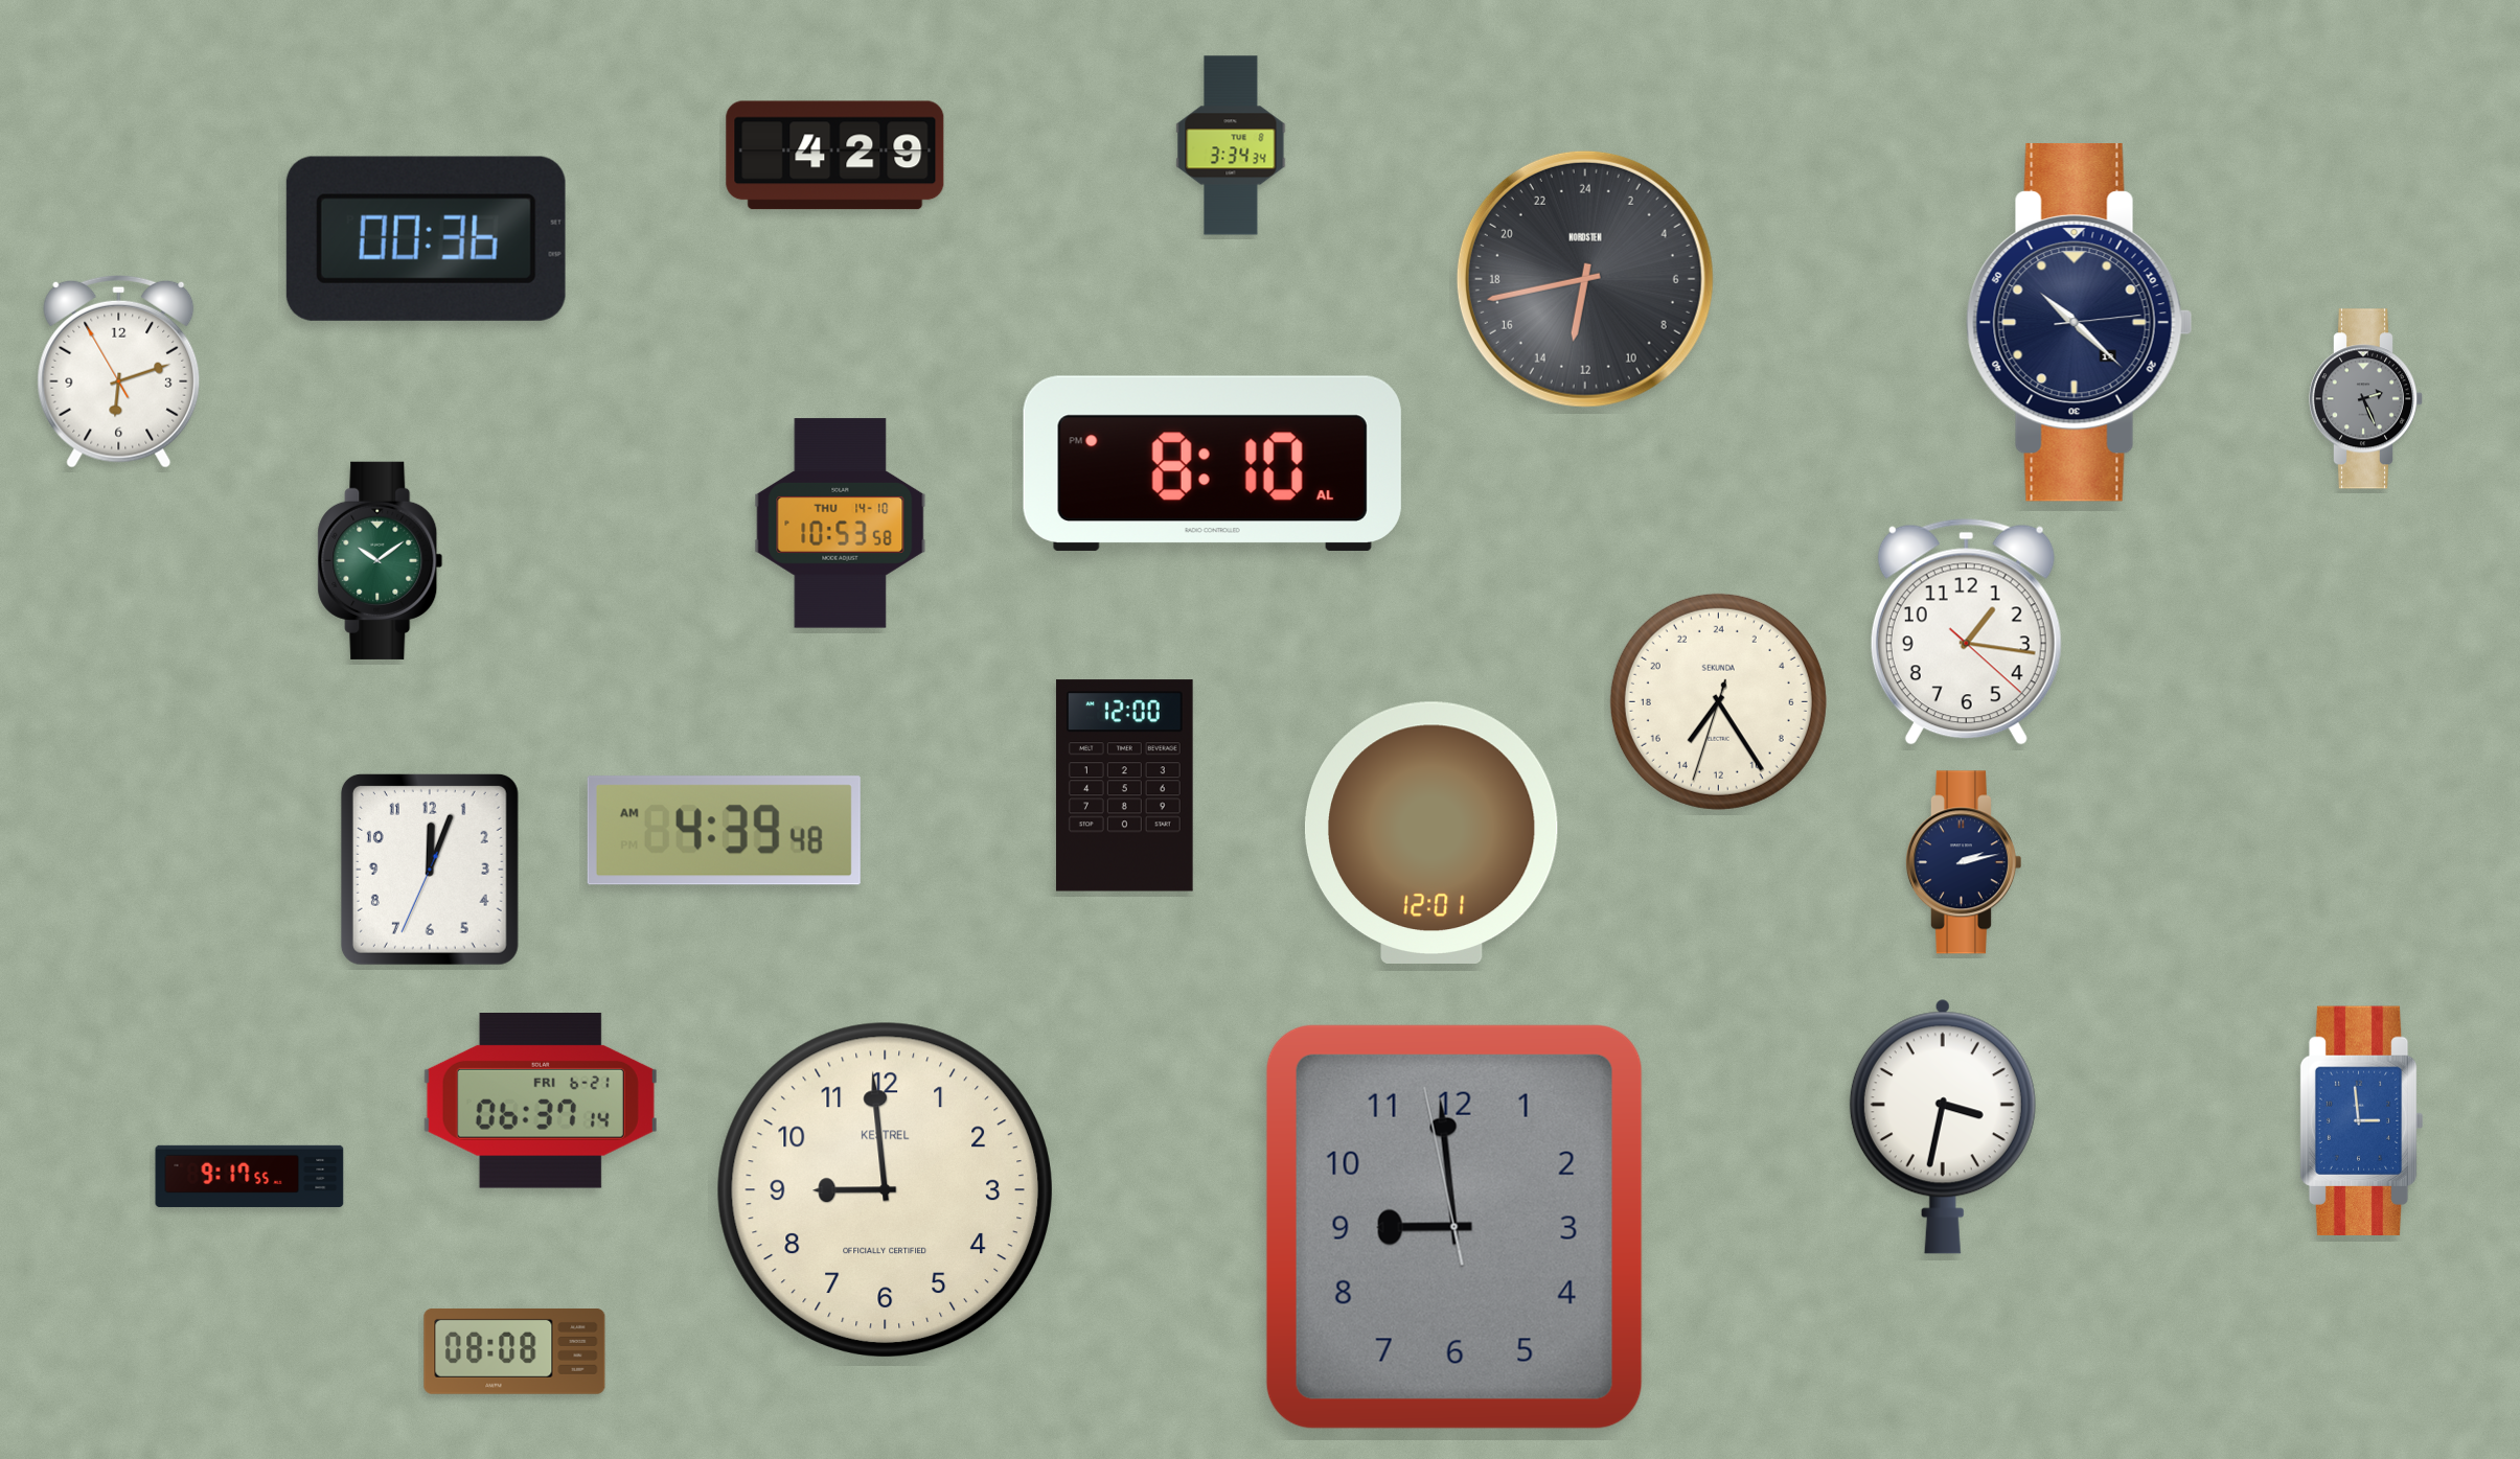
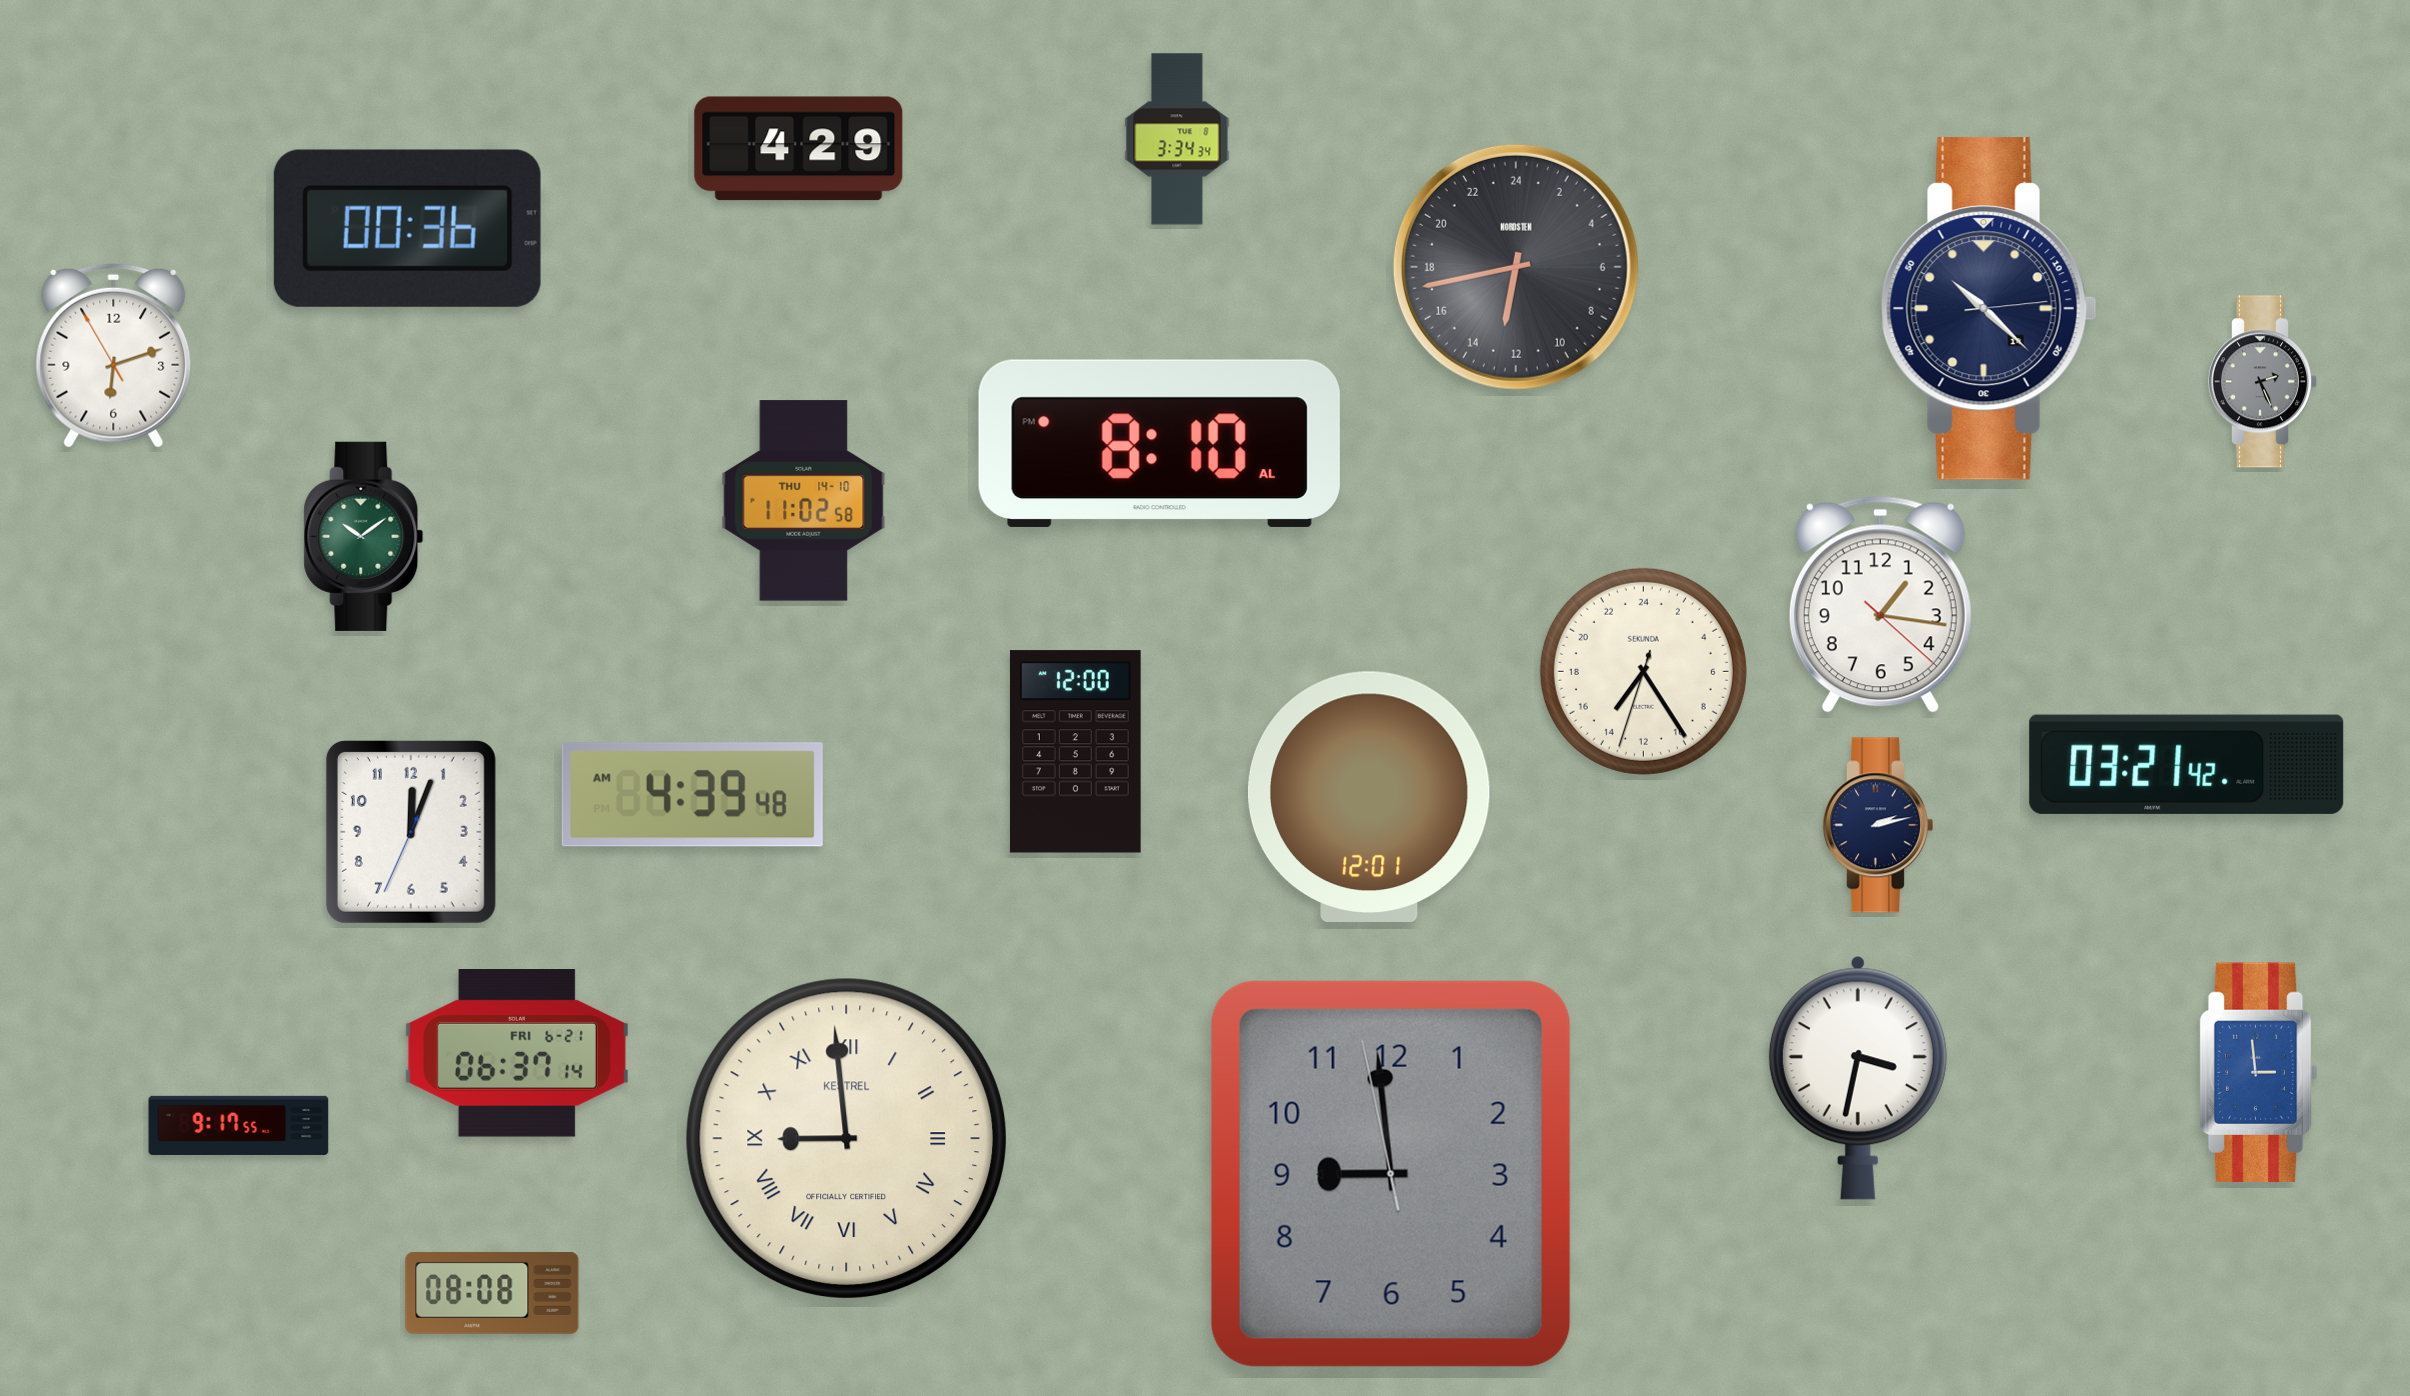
clock at (841, 524): 10:53 -> 11:02
clock at (2187, 764): none -> 03:21
clock at (885, 1189) numerals: Arabic -> Roman
